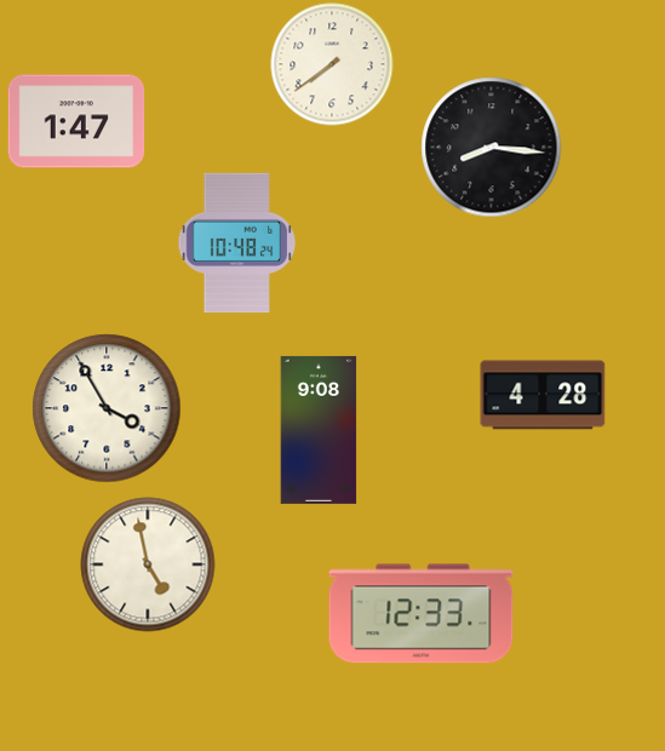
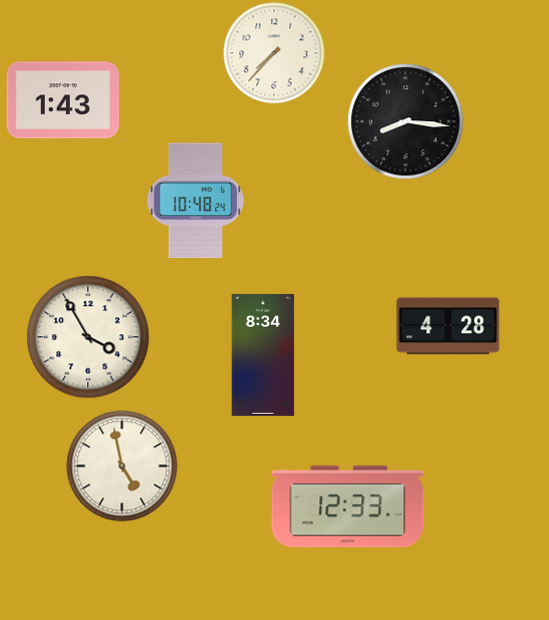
clock at (332, 64): 7:39 -> 7:37
clock at (76, 121): 1:47 -> 1:43
clock at (319, 430): 9:08 -> 8:34
